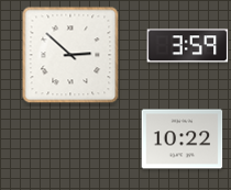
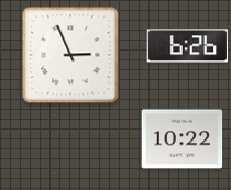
clock at (188, 46): 3:59 -> 6:26
clock at (70, 55): 2:52 -> 2:56
